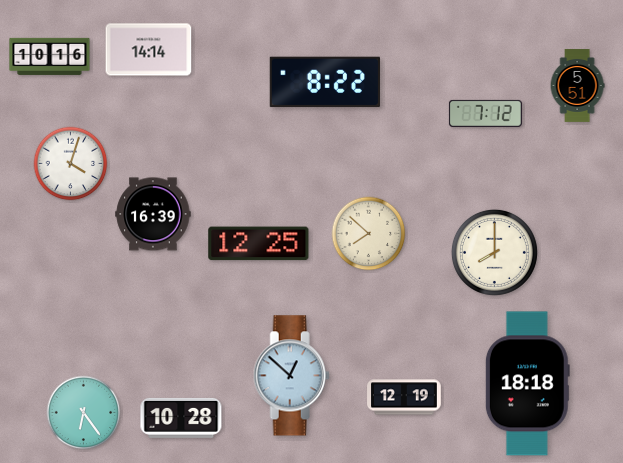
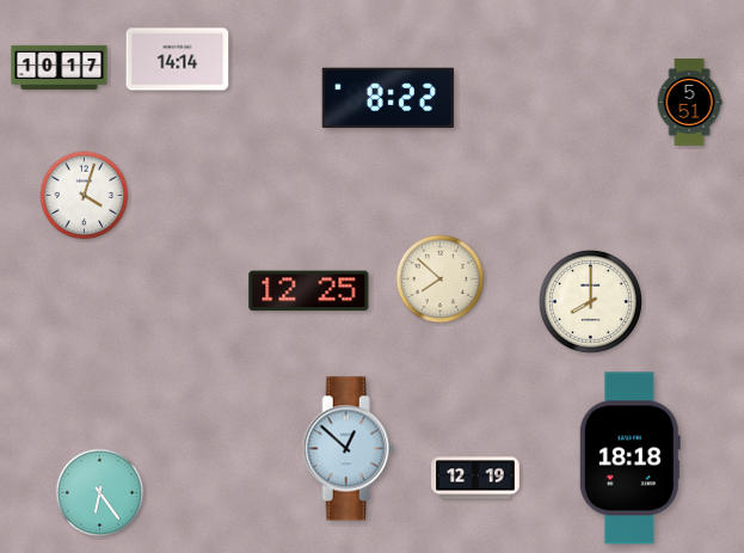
clock at (50, 56): 10:16 -> 10:17
clock at (485, 113): 7:12 -> none
clock at (153, 214): 16:39 -> none
clock at (404, 397) position: (404, 397) -> (475, 478)
clock at (181, 418): 10:28 -> none
